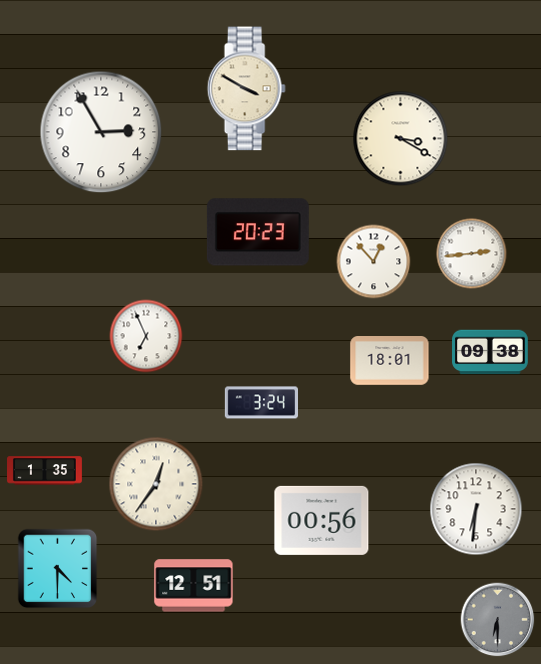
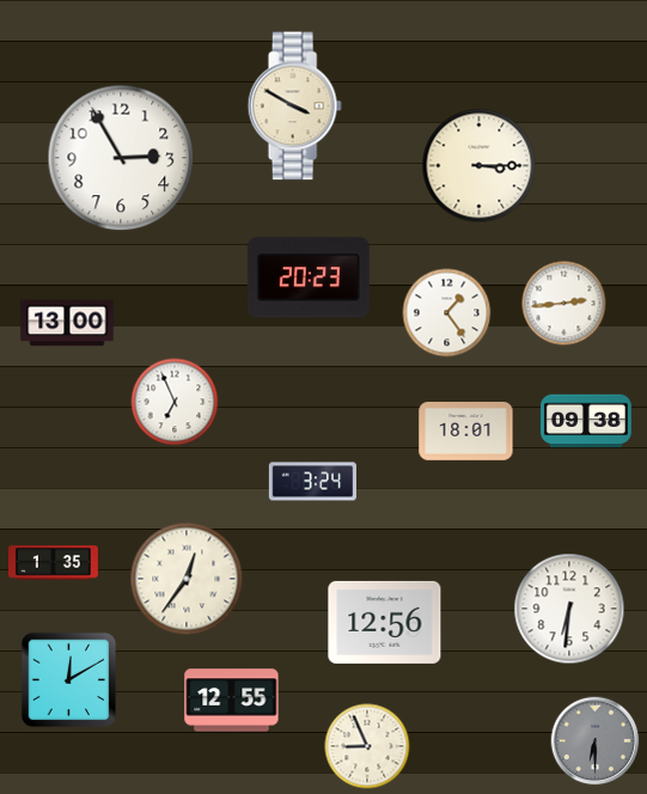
clock at (401, 139): 3:20 -> 3:15
clock at (374, 262): 12:53 -> 1:24
clock at (67, 323): none -> 13:00
clock at (322, 520): 00:56 -> 12:56
clock at (58, 569): 4:30 -> 12:10
clock at (194, 586): 12:51 -> 12:55
clock at (367, 746): none -> 8:56
